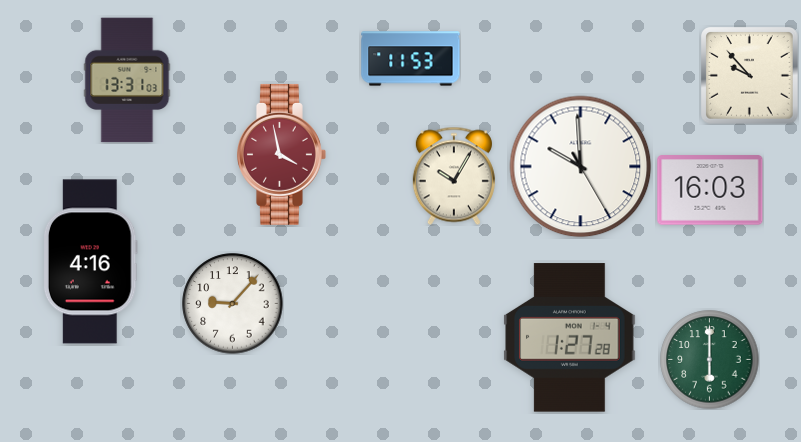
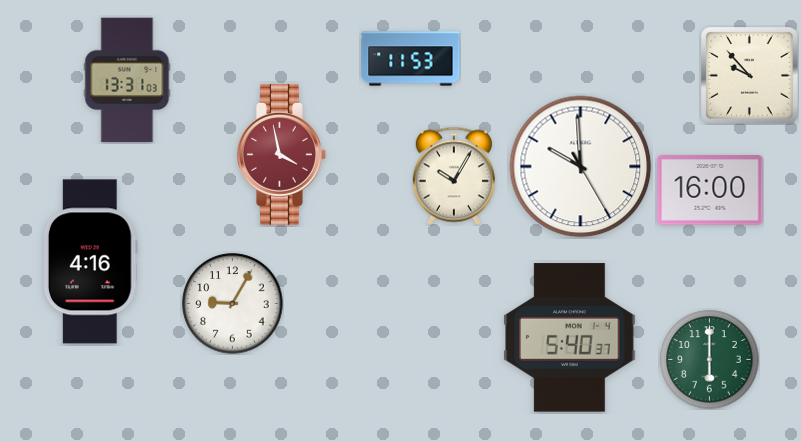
clock at (710, 190): 16:03 -> 16:00
clock at (233, 304): 9:07 -> 9:05
clock at (570, 338): 1:27 -> 5:40
